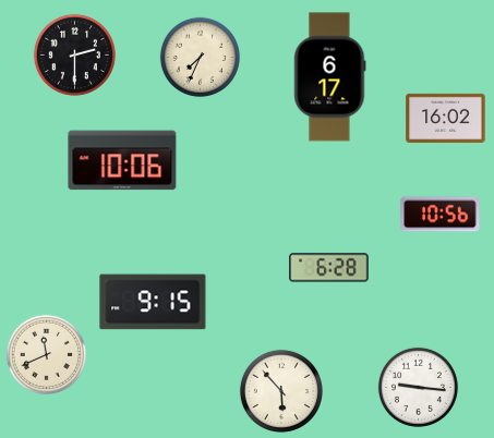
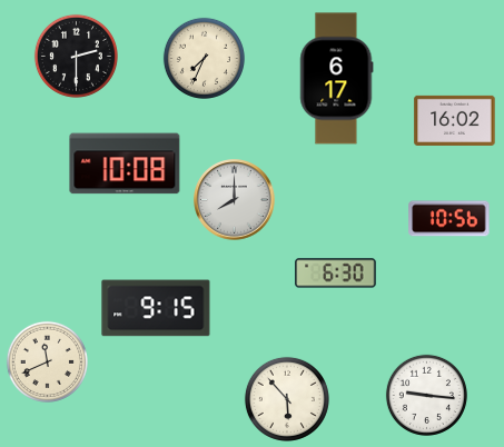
clock at (122, 160): 10:06 -> 10:08
clock at (235, 200): none -> 8:00
clock at (329, 268): 6:28 -> 6:30
